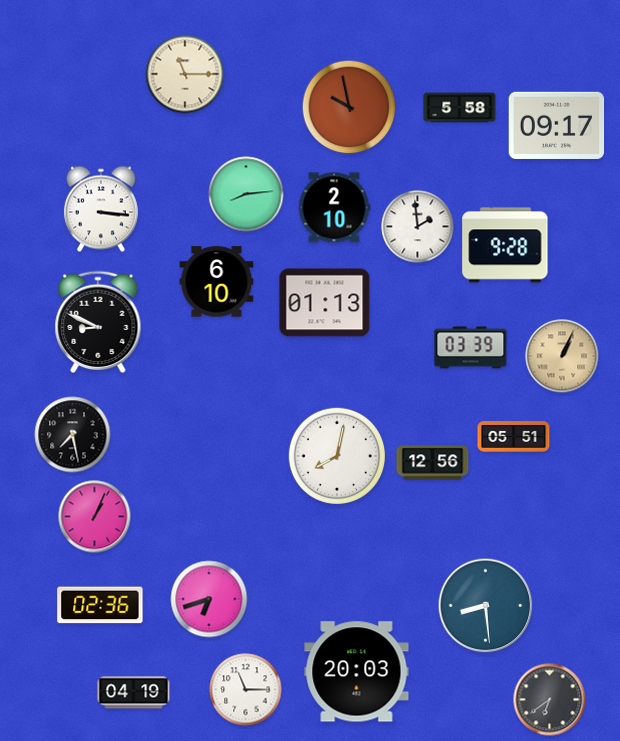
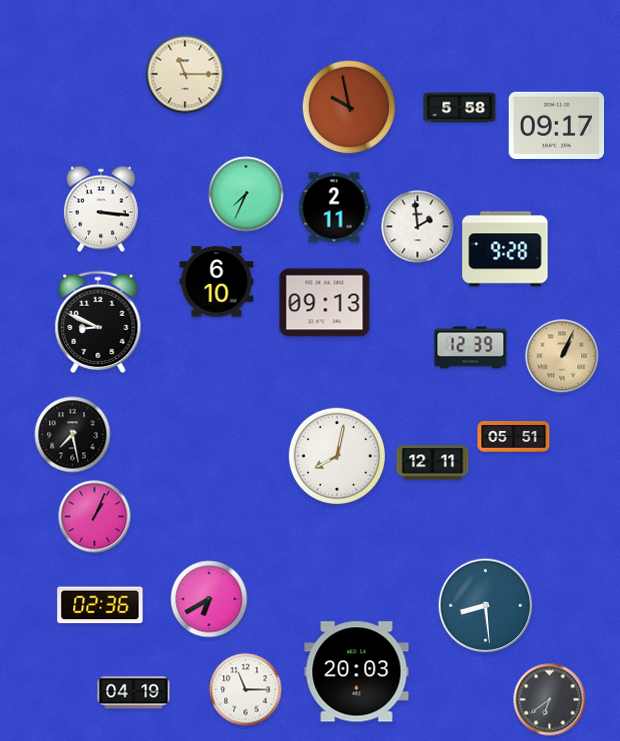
clock at (246, 194): 8:14 -> 7:34
clock at (334, 208): 2:10 -> 2:11
clock at (505, 245) position: (505, 245) -> (505, 249)
clock at (325, 303): 01:13 -> 09:13
clock at (471, 348): 03:39 -> 12:39
clock at (433, 463): 12:56 -> 12:11
clock at (209, 599): 6:42 -> 6:40
